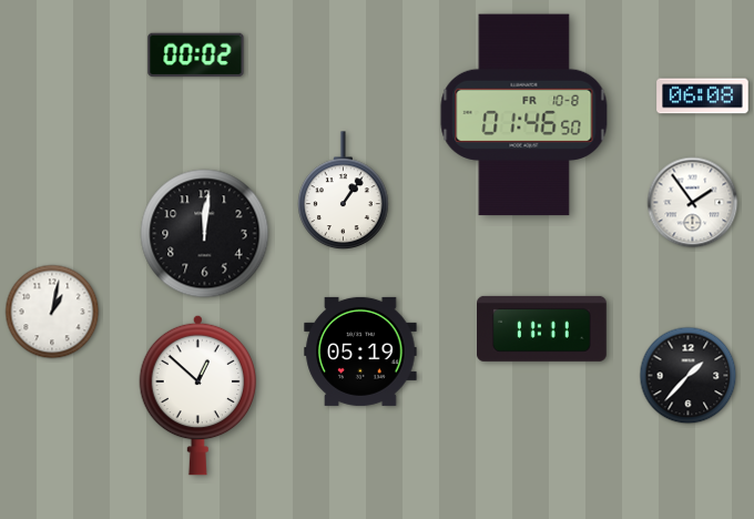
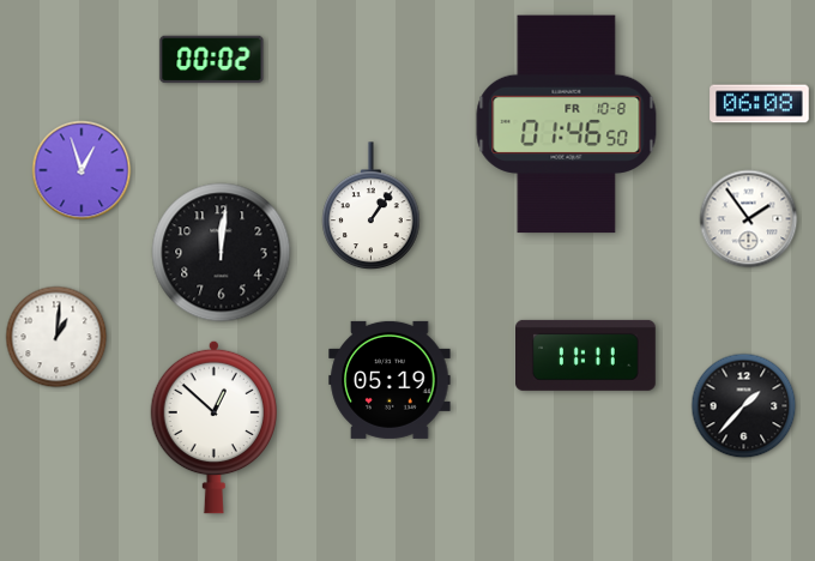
clock at (81, 170): none -> 12:57
clock at (52, 312): 1:02 -> 1:01
